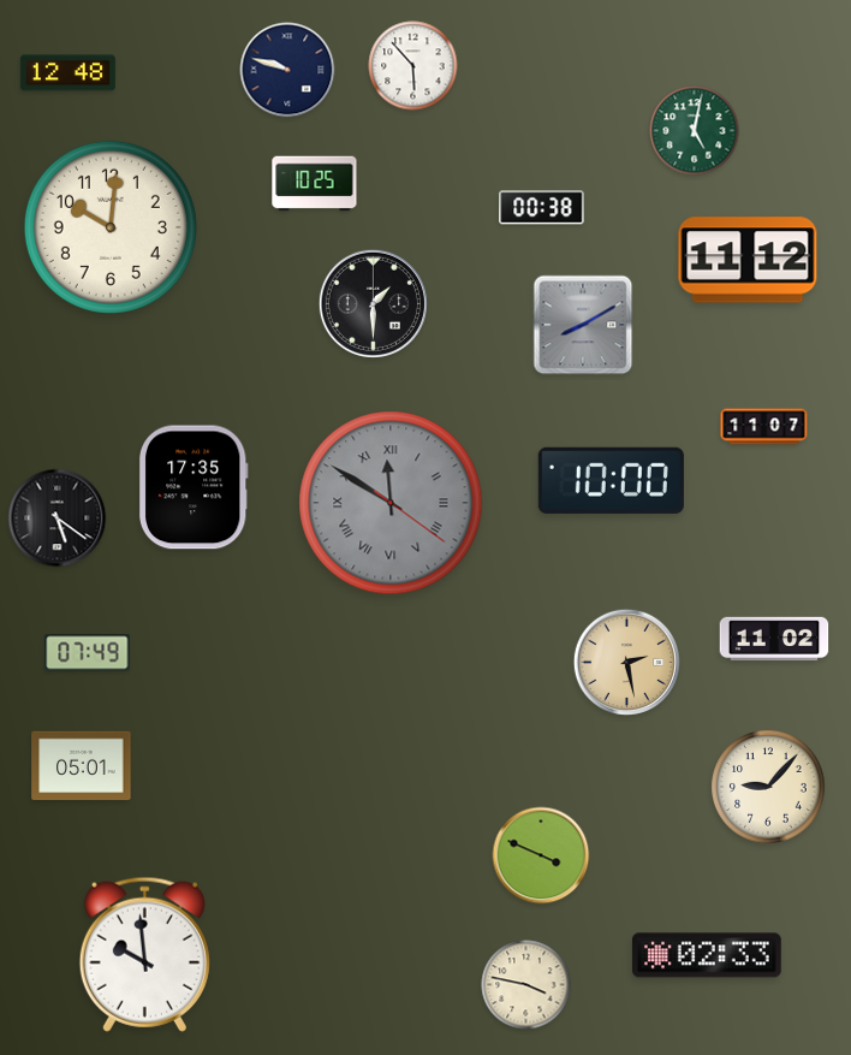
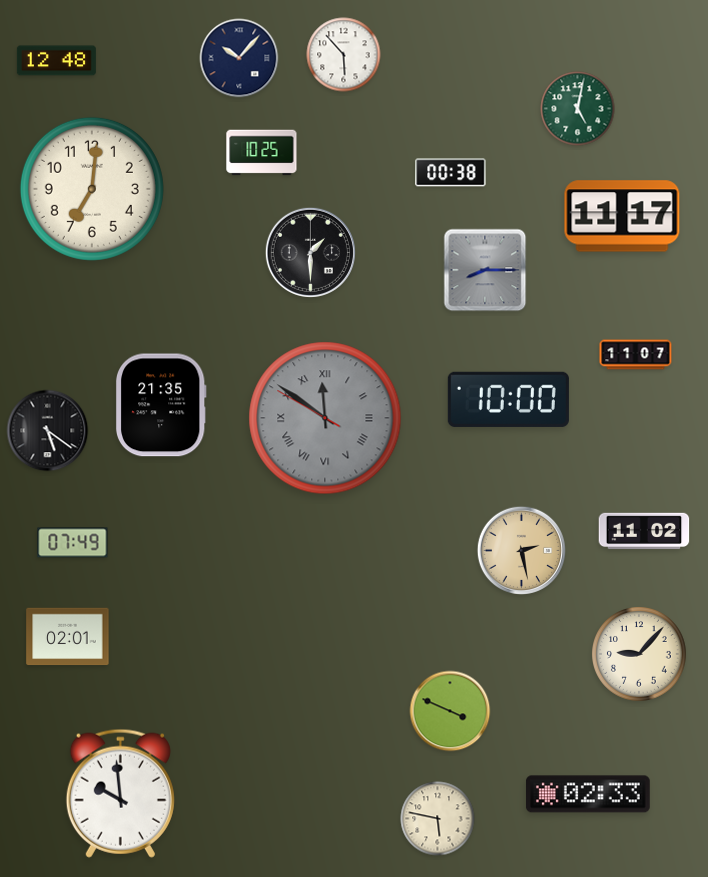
clock at (287, 70): 9:48 -> 10:07
clock at (111, 227): 10:01 -> 7:01
clock at (748, 260): 11:12 -> 11:17
clock at (583, 325): 8:10 -> 8:15
clock at (194, 487): 17:35 -> 21:35
clock at (391, 503): 11:50:21 -> 11:50:50
clock at (82, 766): 05:01 -> 02:01
clock at (526, 985): 3:47 -> 5:47
